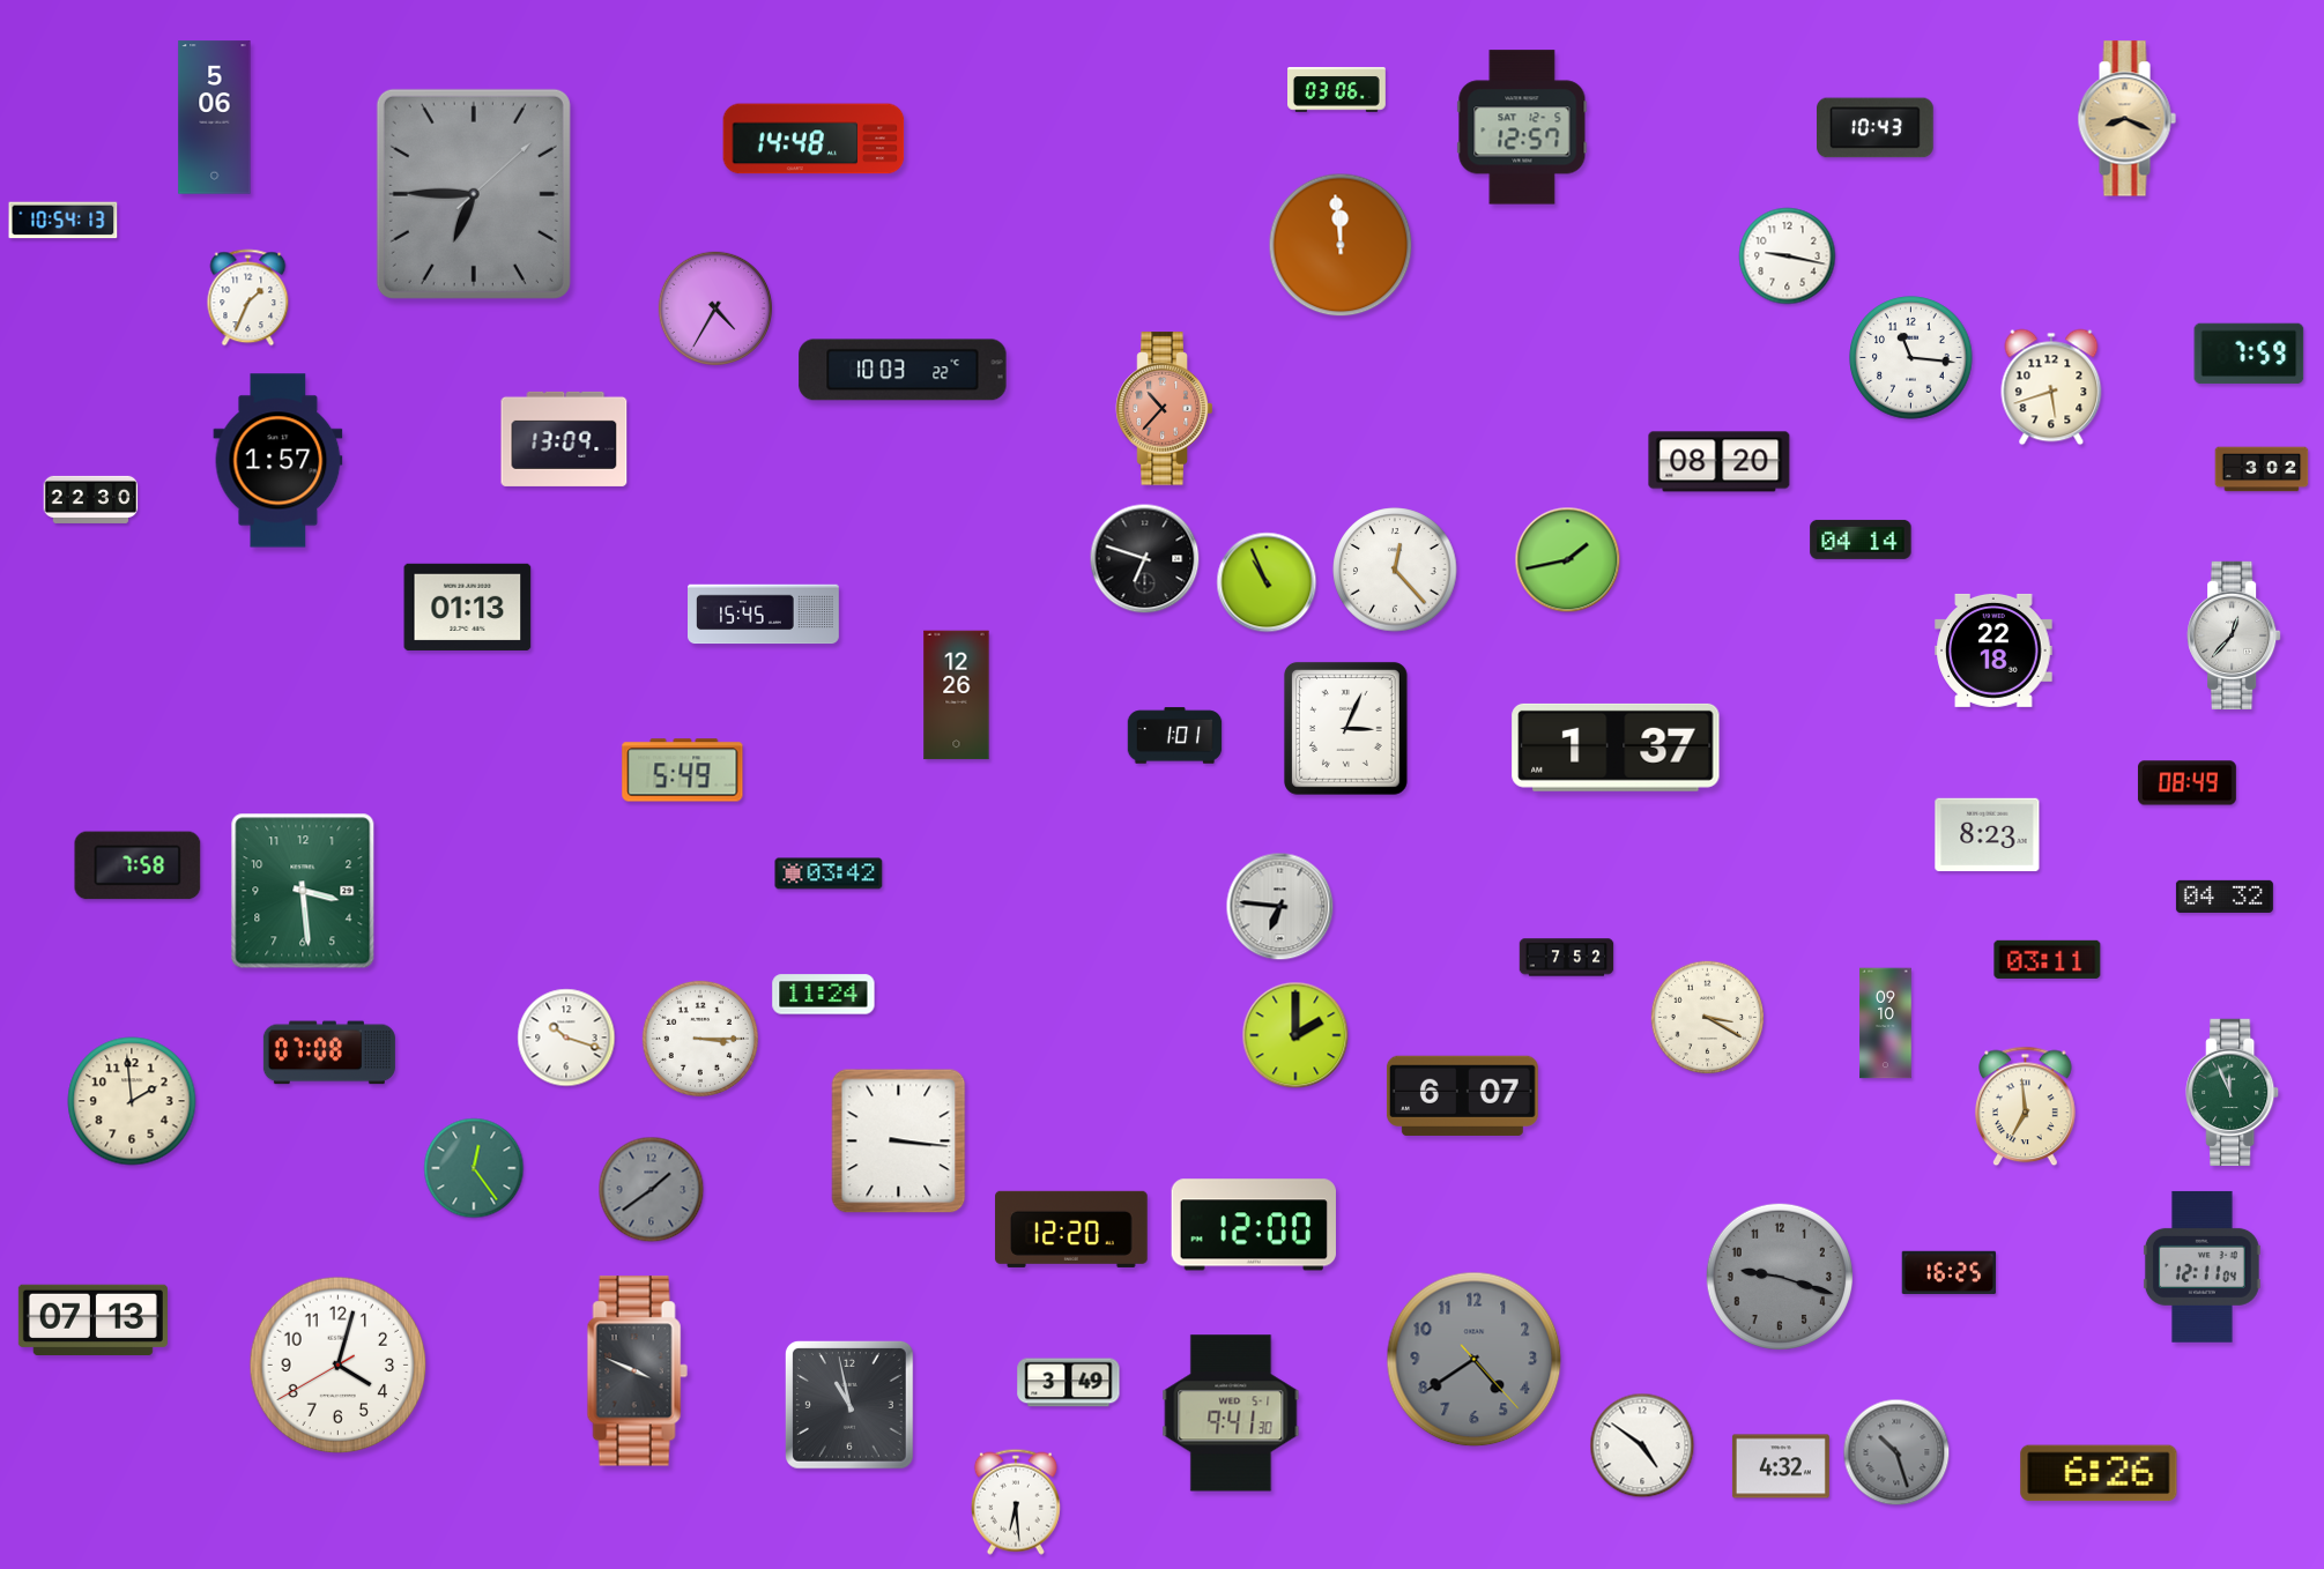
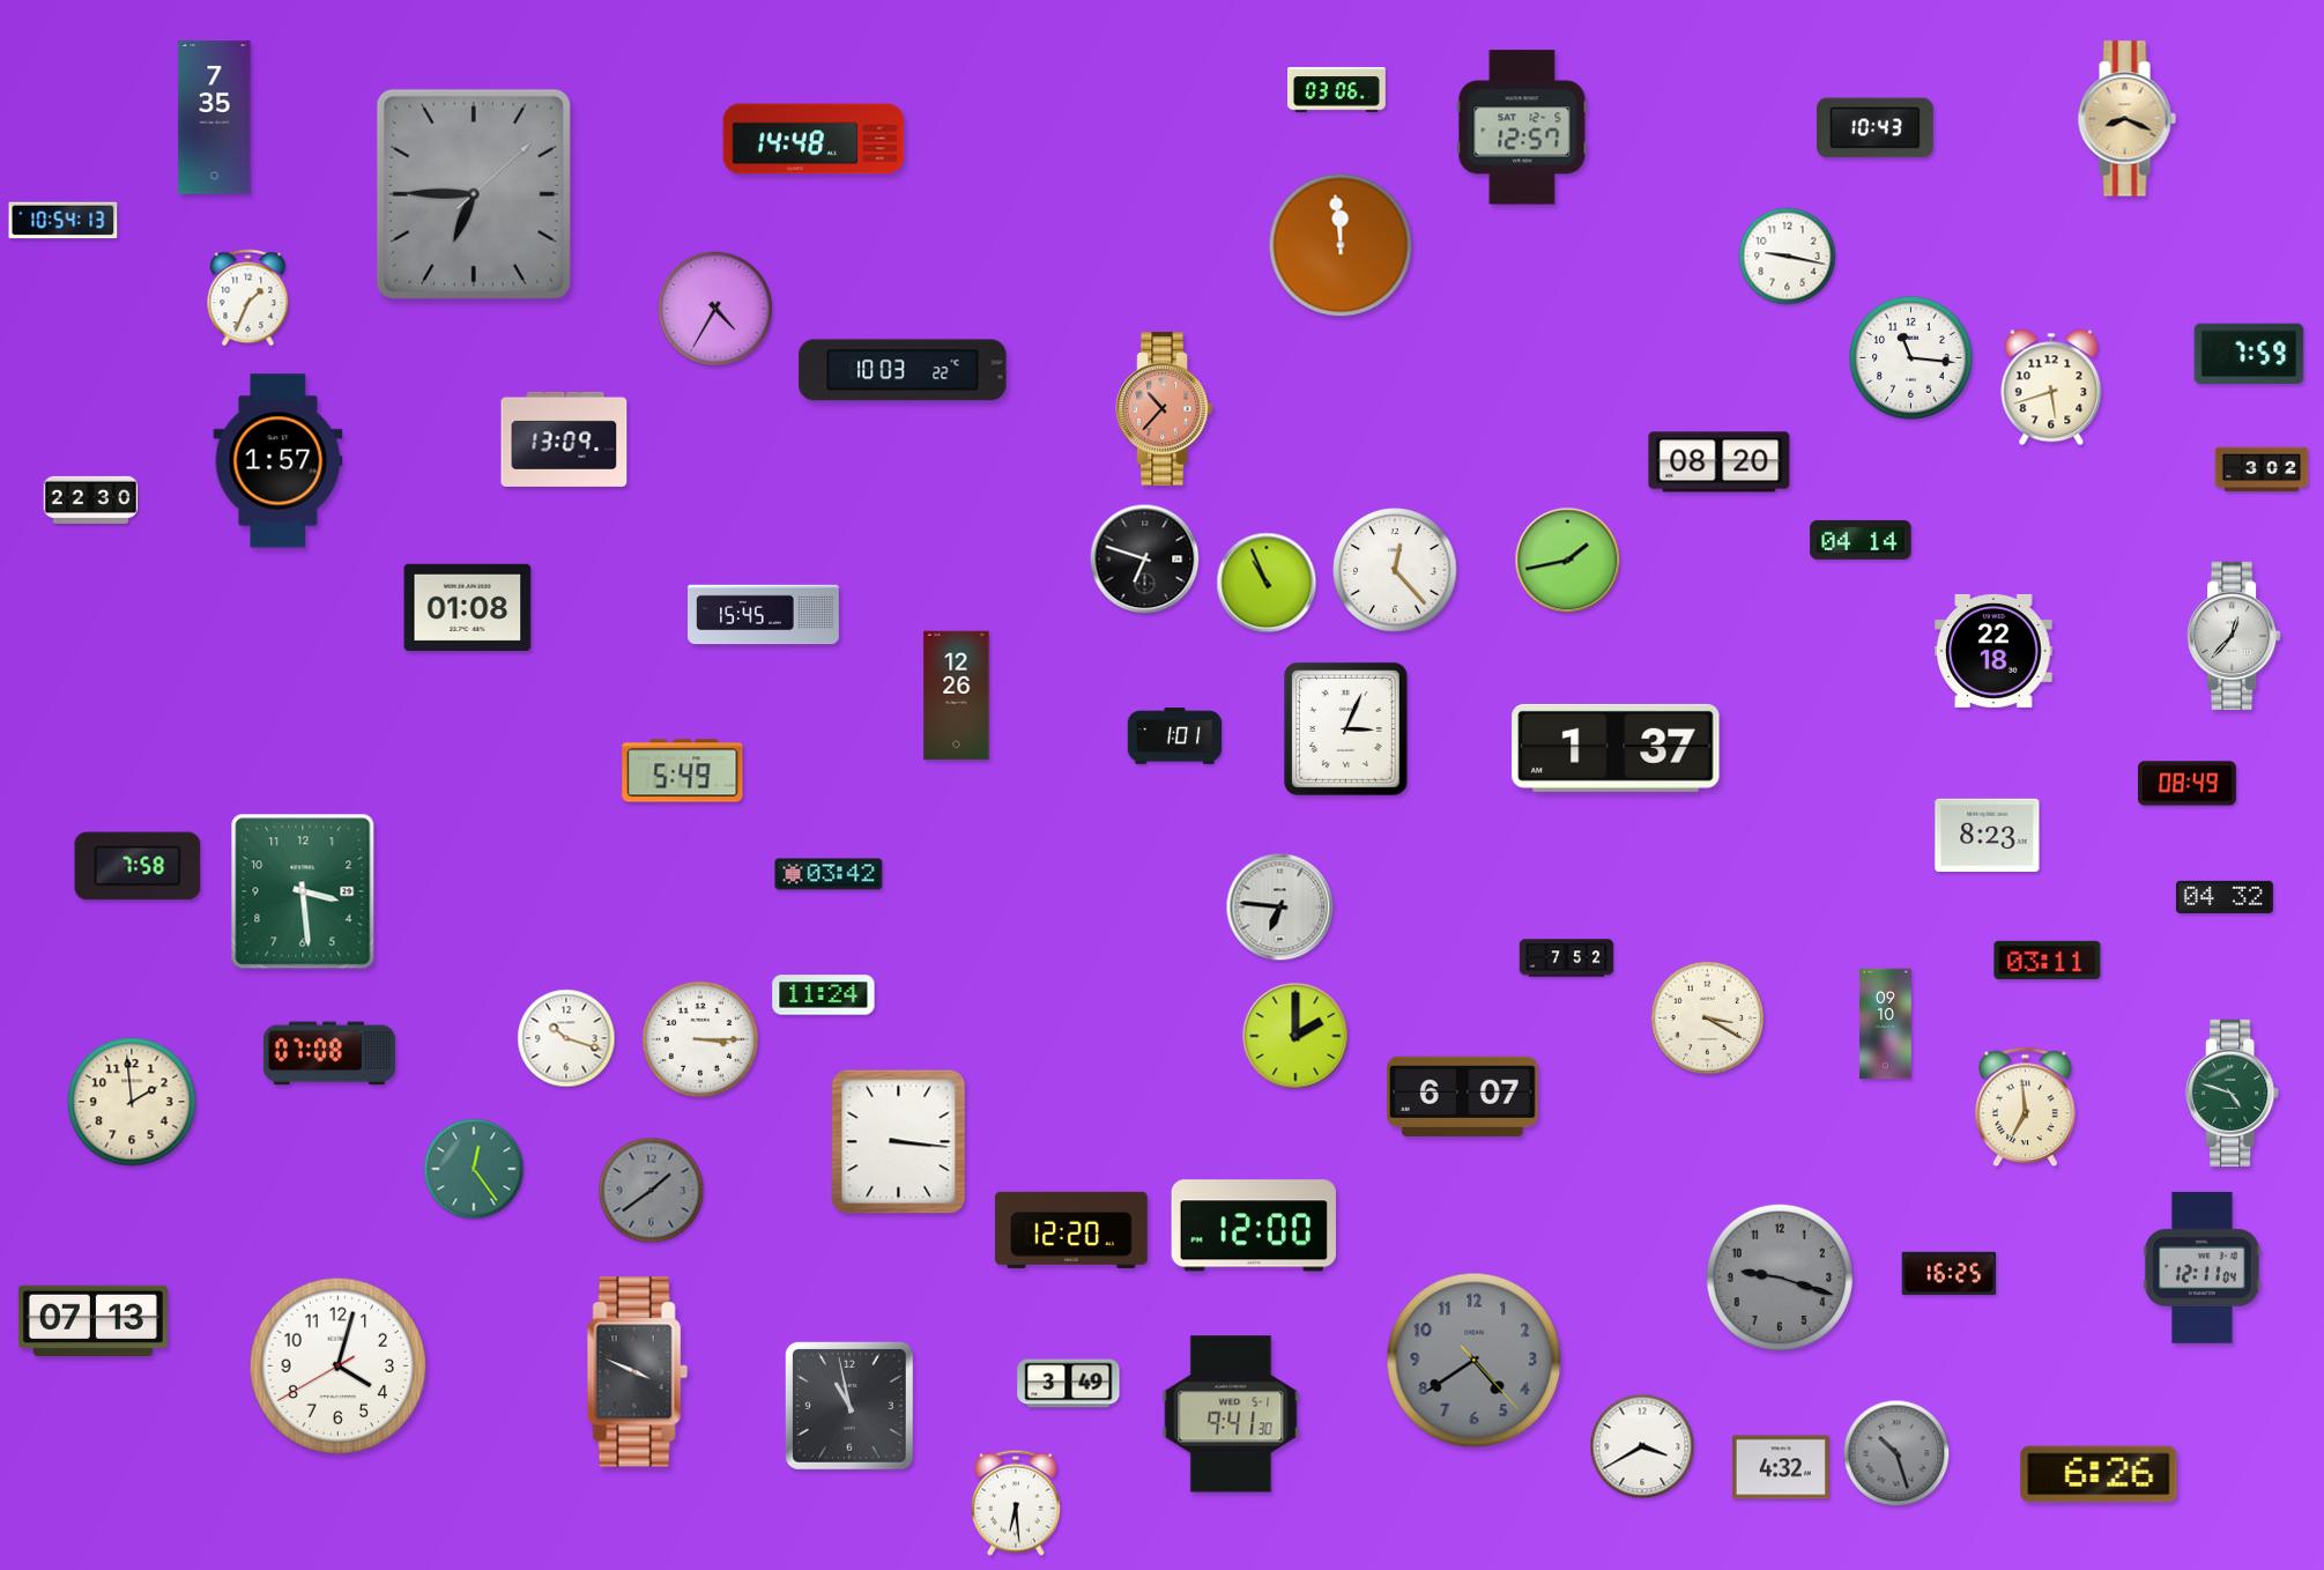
clock at (215, 118): 5:06 -> 7:35
clock at (468, 607): 01:13 -> 01:08
clock at (2233, 1093): 11:56 -> 4:48
clock at (1642, 1445): 4:51 -> 3:40
